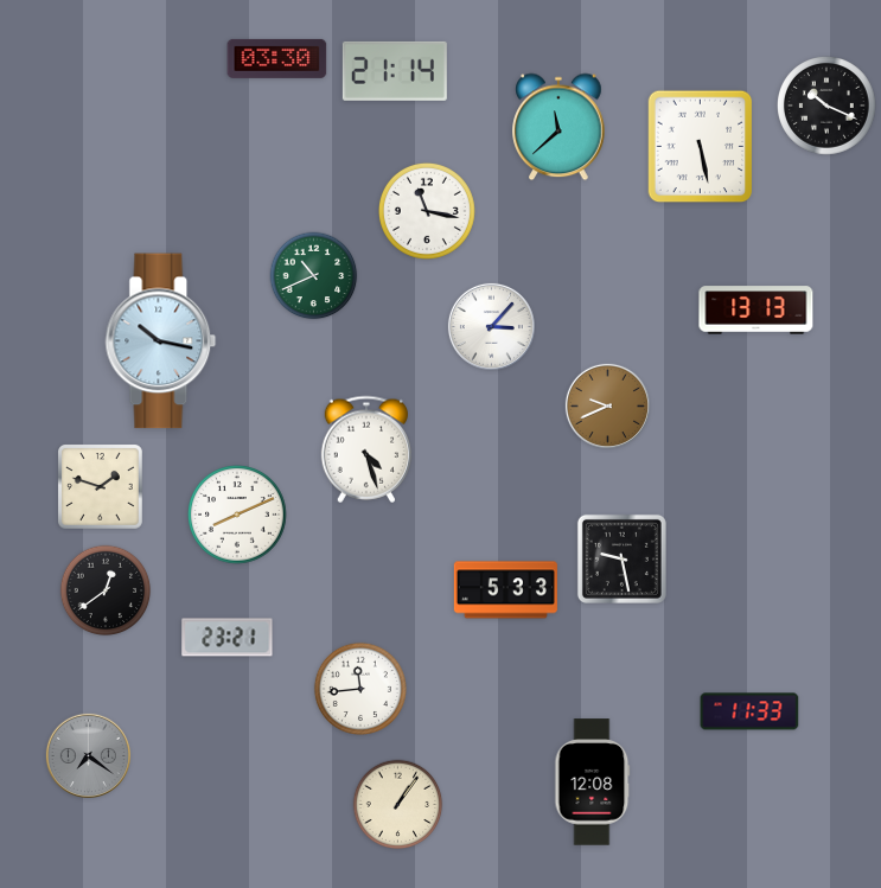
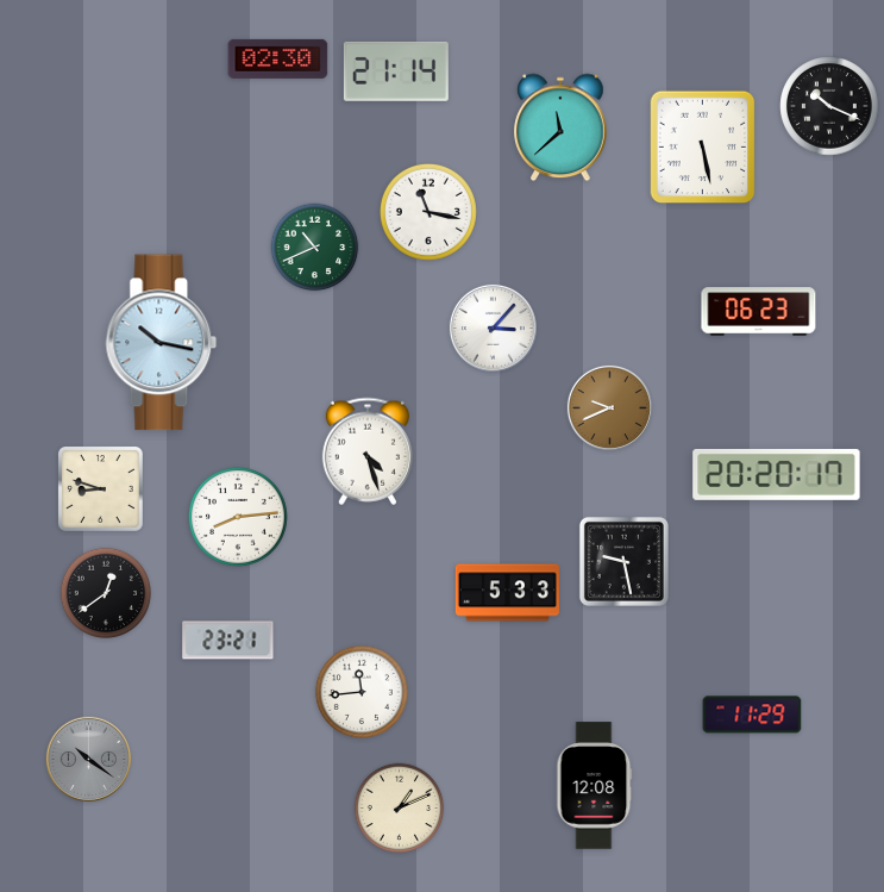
clock at (277, 58): 03:30 -> 02:30
clock at (314, 276) position: (314, 276) -> (315, 248)
clock at (756, 311): 13:13 -> 06:23
clock at (777, 474): none -> 20:20
clock at (101, 487): 1:48 -> 8:48
clock at (237, 515): 8:11 -> 8:14
clock at (749, 711): 11:33 -> 11:29
clock at (88, 755): 7:21 -> 10:21
clock at (398, 805): 1:06 -> 1:11
